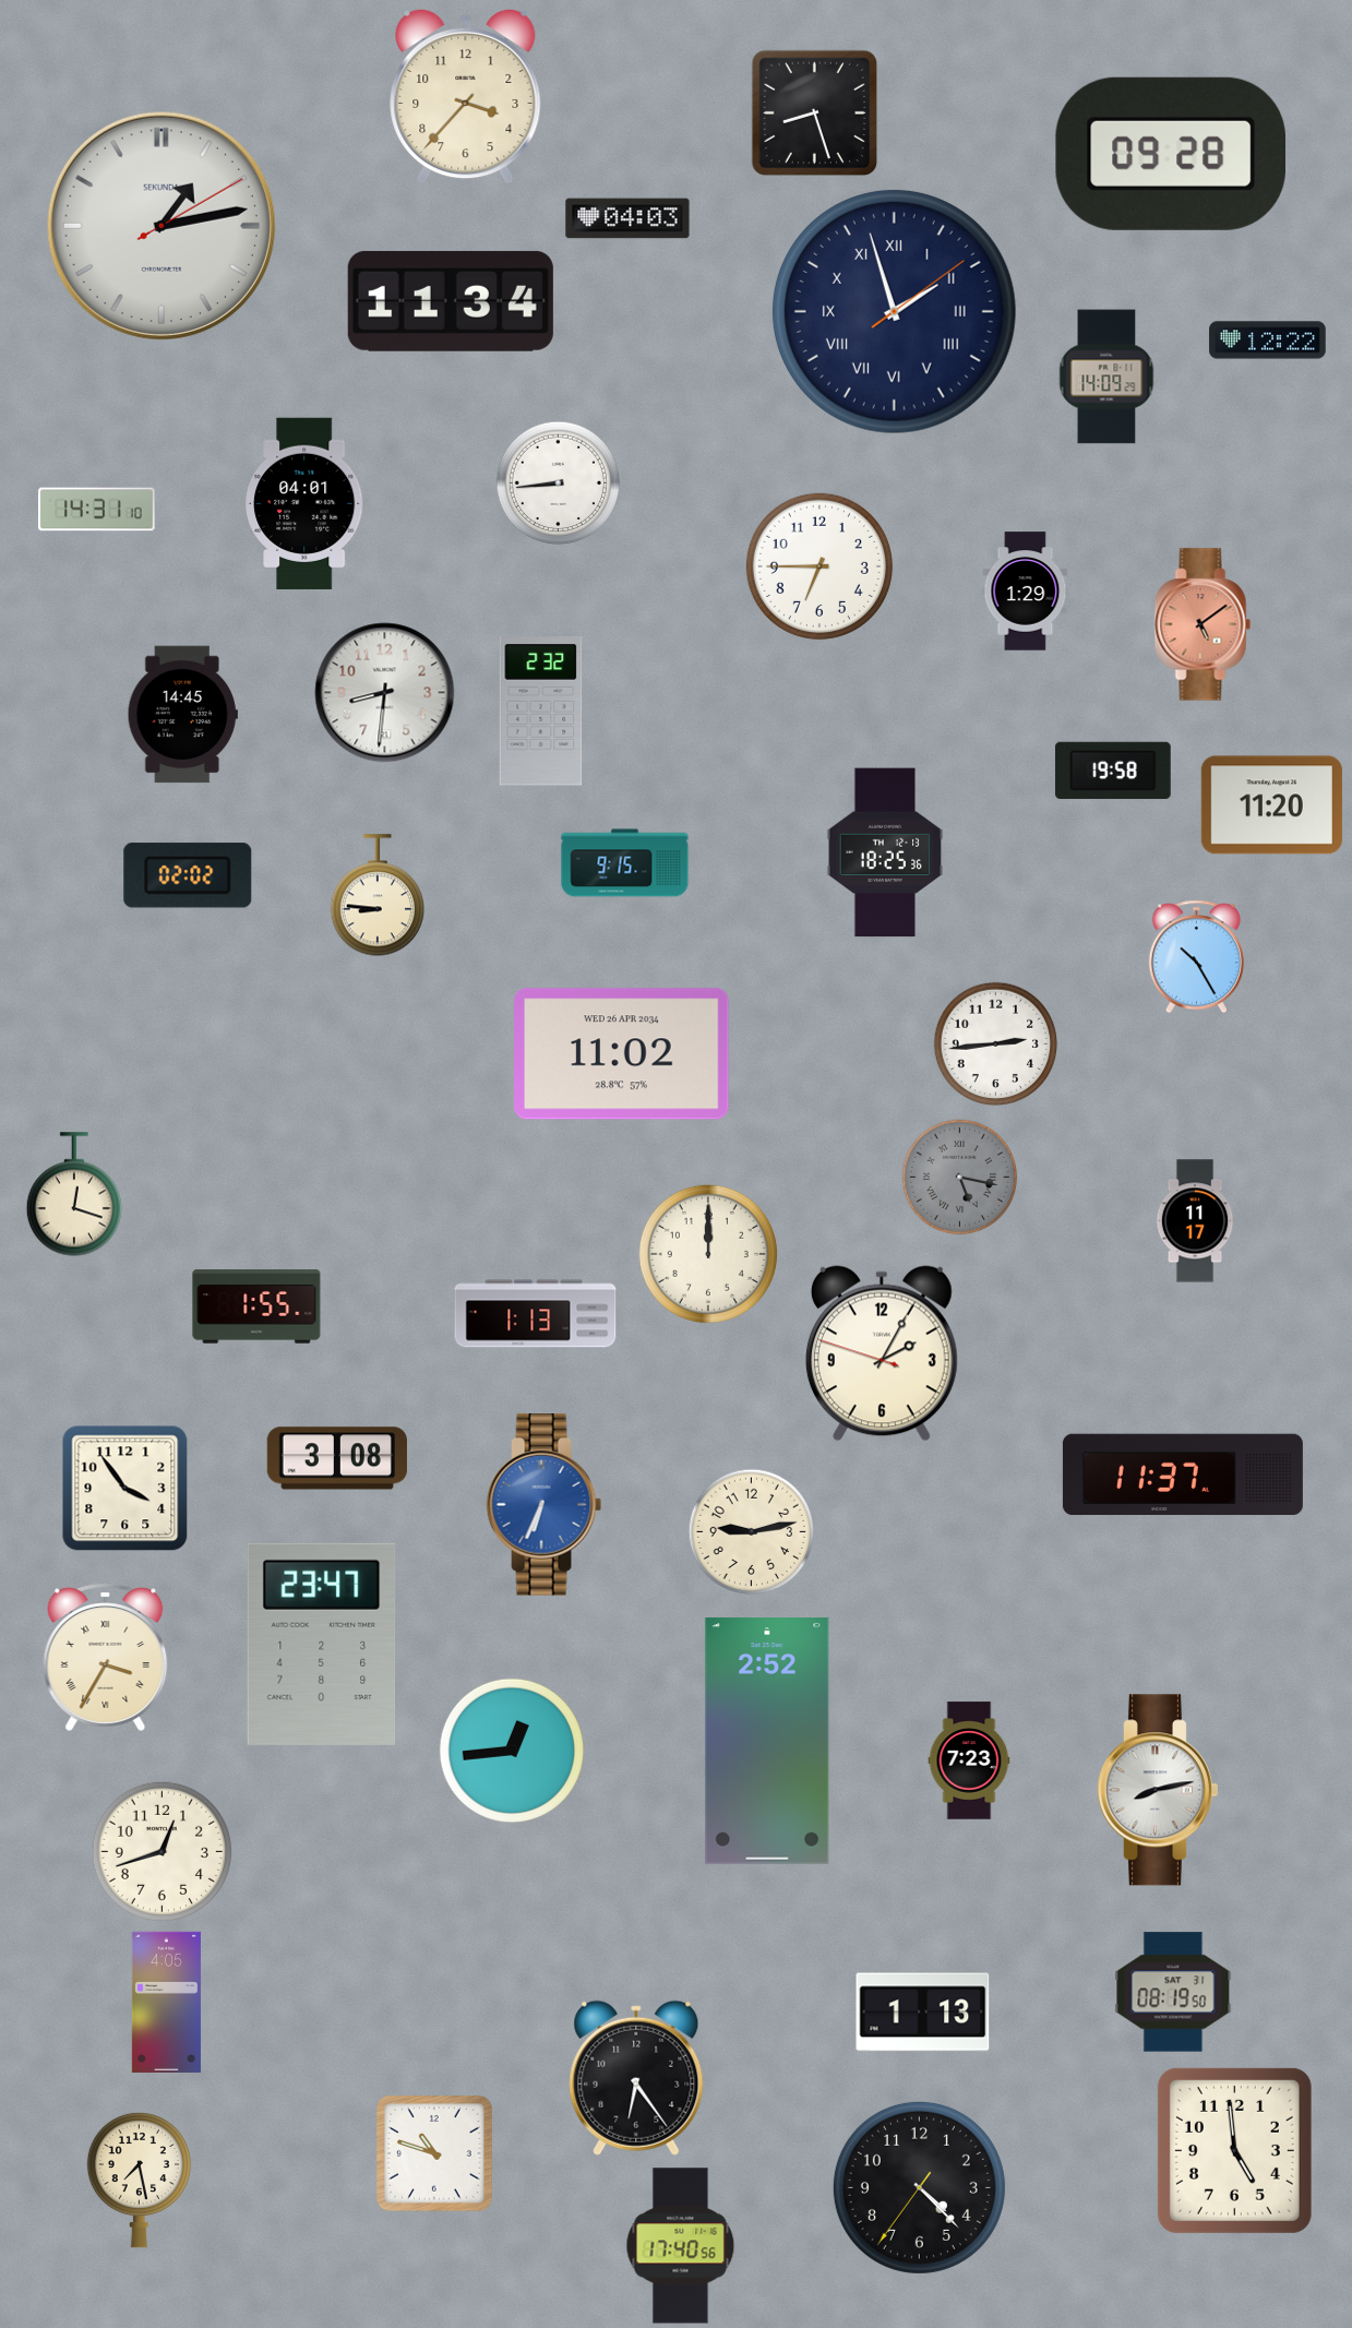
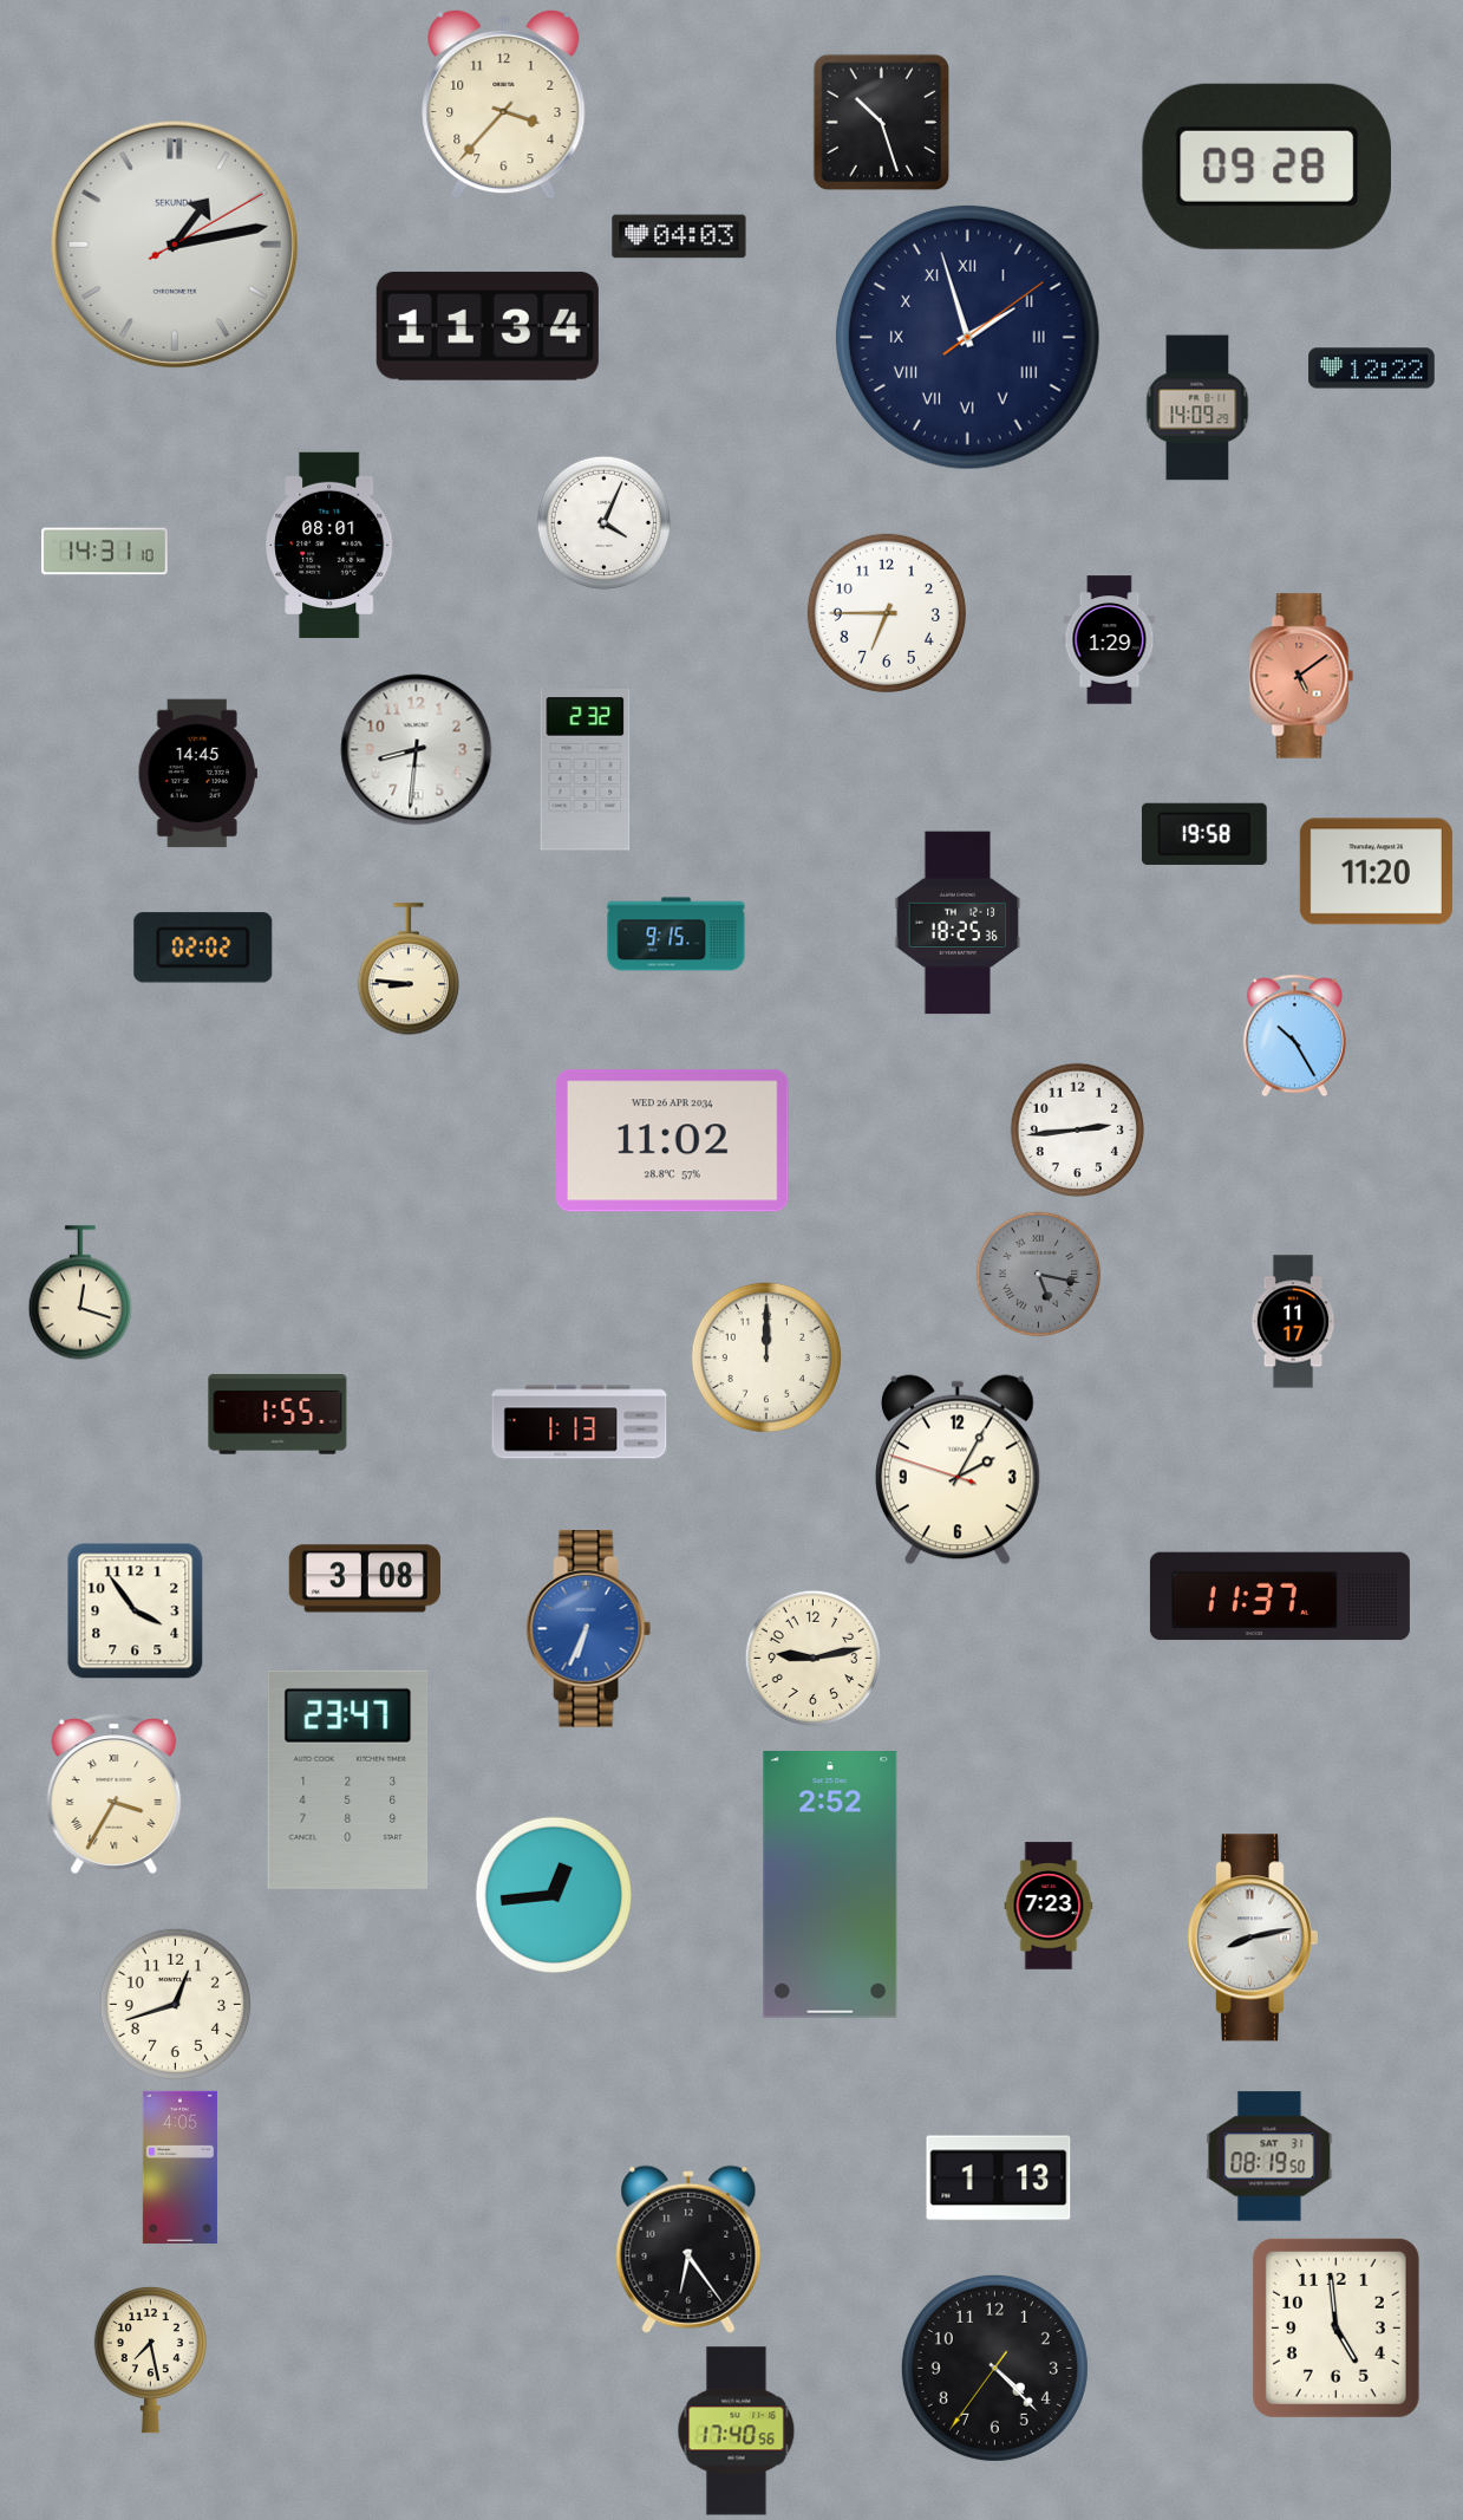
clock at (815, 114): 8:27 -> 10:27
clock at (559, 483): 8:44 -> 4:04
clock at (306, 503): 04:01 -> 08:01
clock at (882, 1353) position: (882, 1353) -> (958, 1470)
clock at (434, 2153): 10:48 -> none
